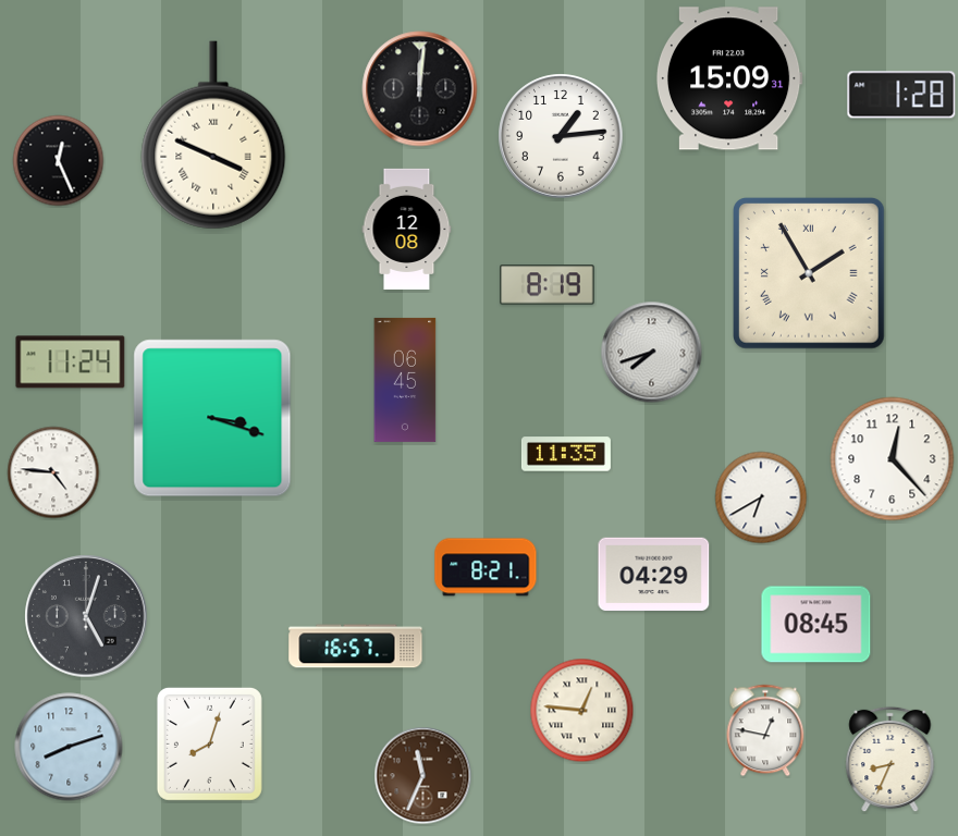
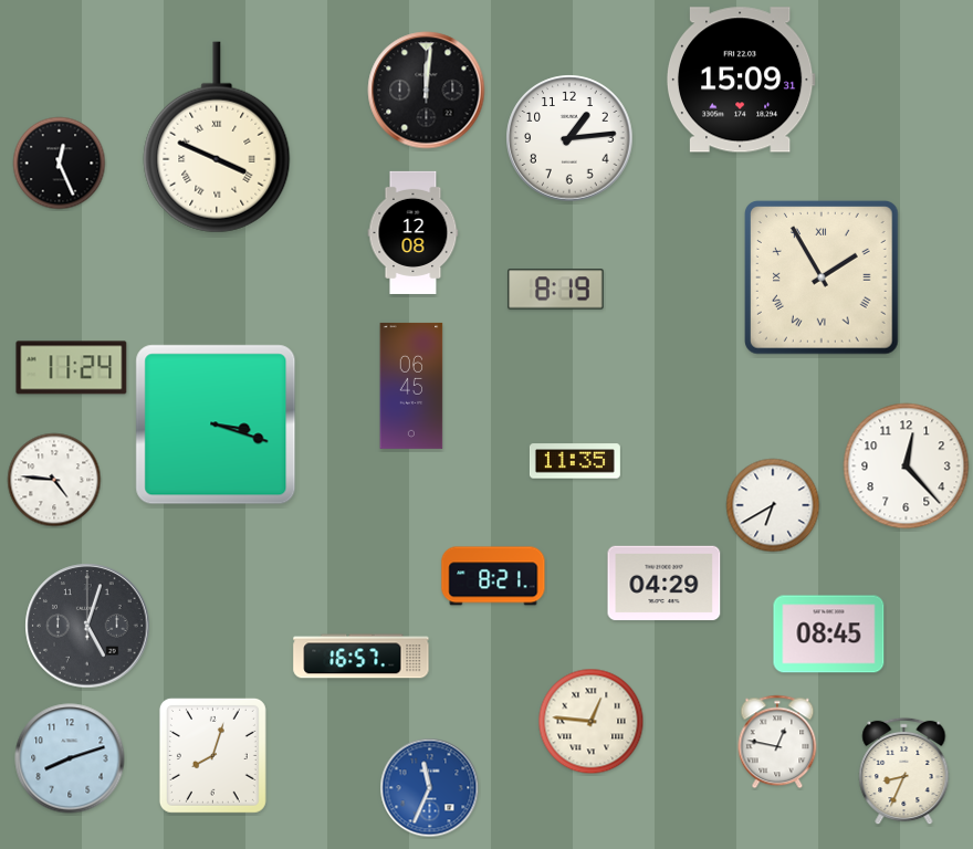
clock at (901, 95): 1:28 -> none
clock at (652, 353): 7:42 -> none
clock at (423, 776) dial: brown -> blue
